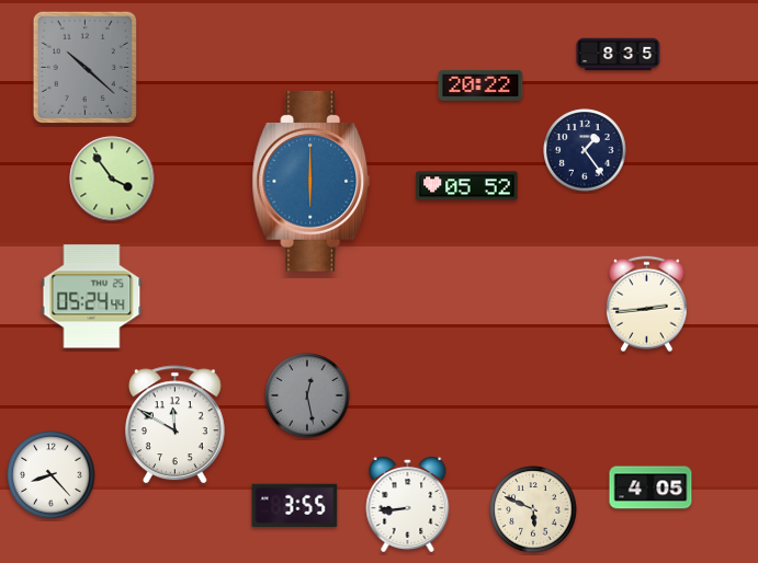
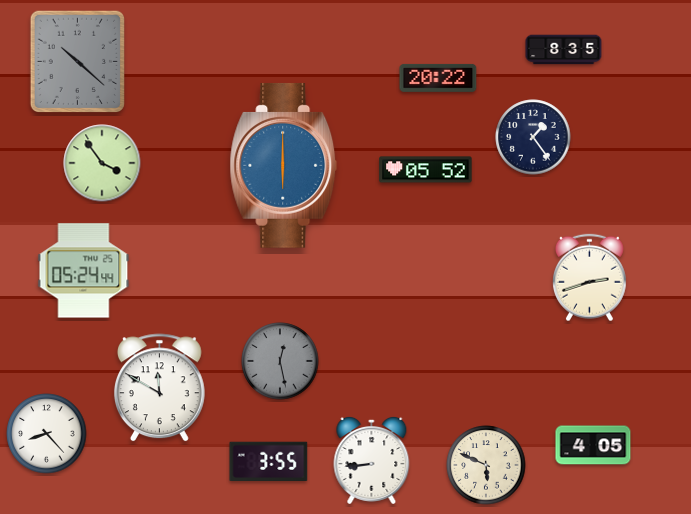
clock at (646, 305): 2:44 -> 2:42
